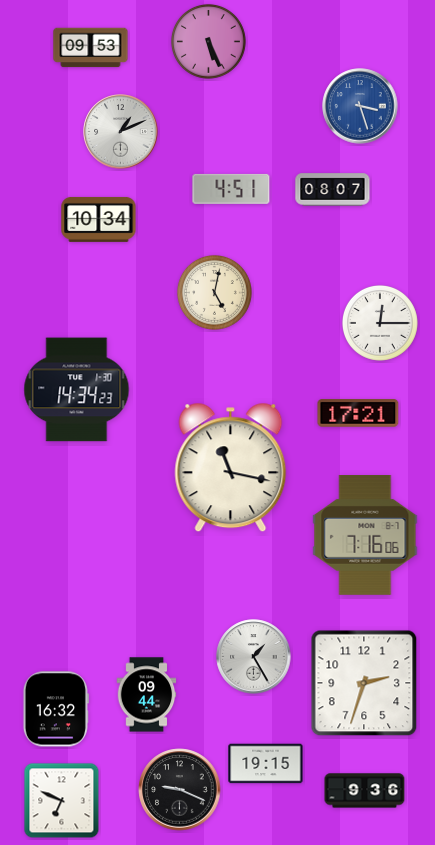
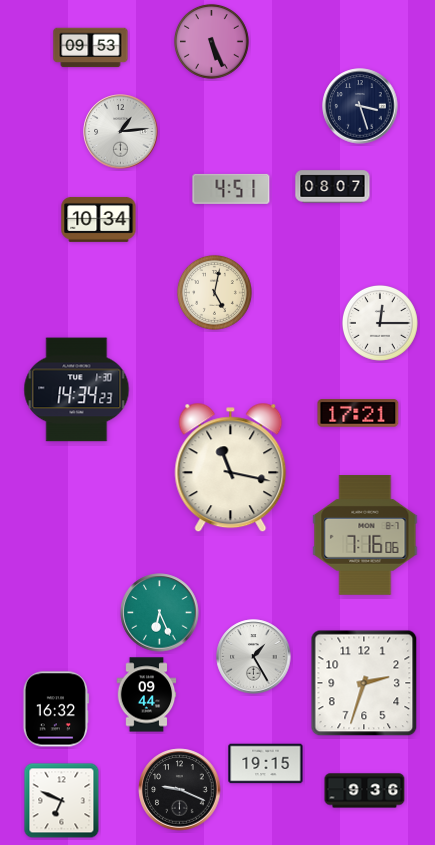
clock at (208, 41) position: (208, 41) -> (211, 41)
clock at (360, 106) dial: blue -> navy
clock at (121, 132): 1:11 -> 1:14
clock at (333, 190) position: (333, 190) -> (333, 187)
clock at (160, 613): none -> 6:26
